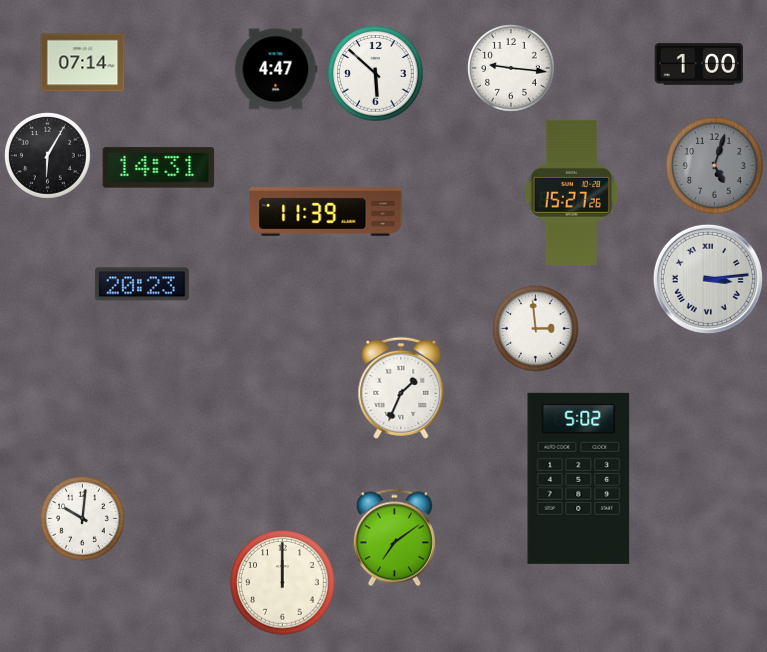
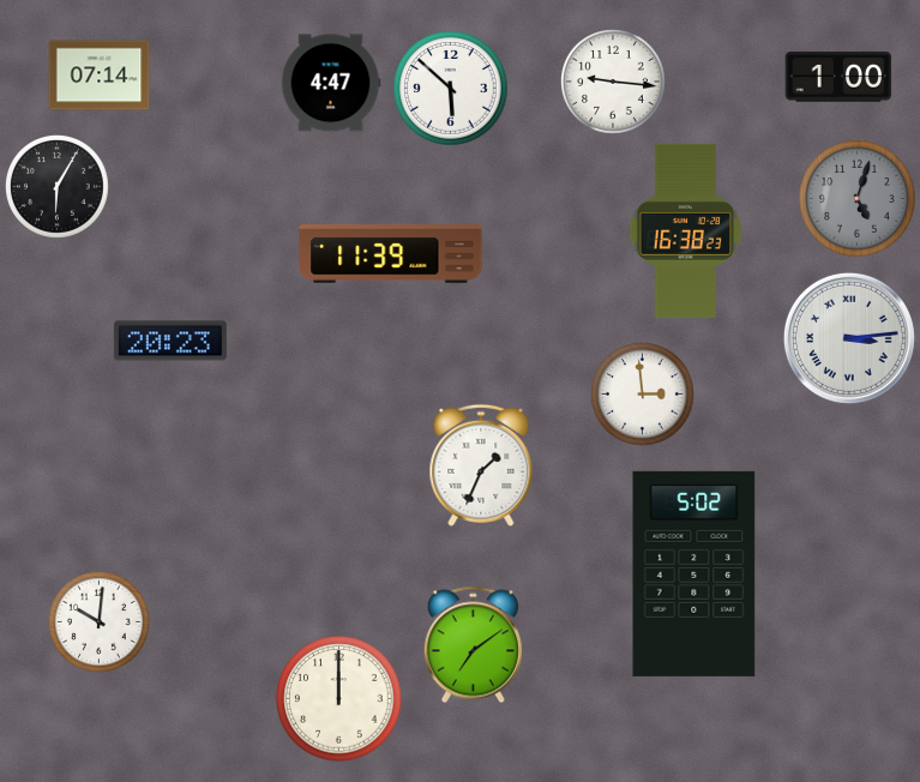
clock at (159, 168): 14:31 -> none
clock at (572, 192): 15:27 -> 16:38
clock at (708, 279) position: (708, 279) -> (849, 338)
